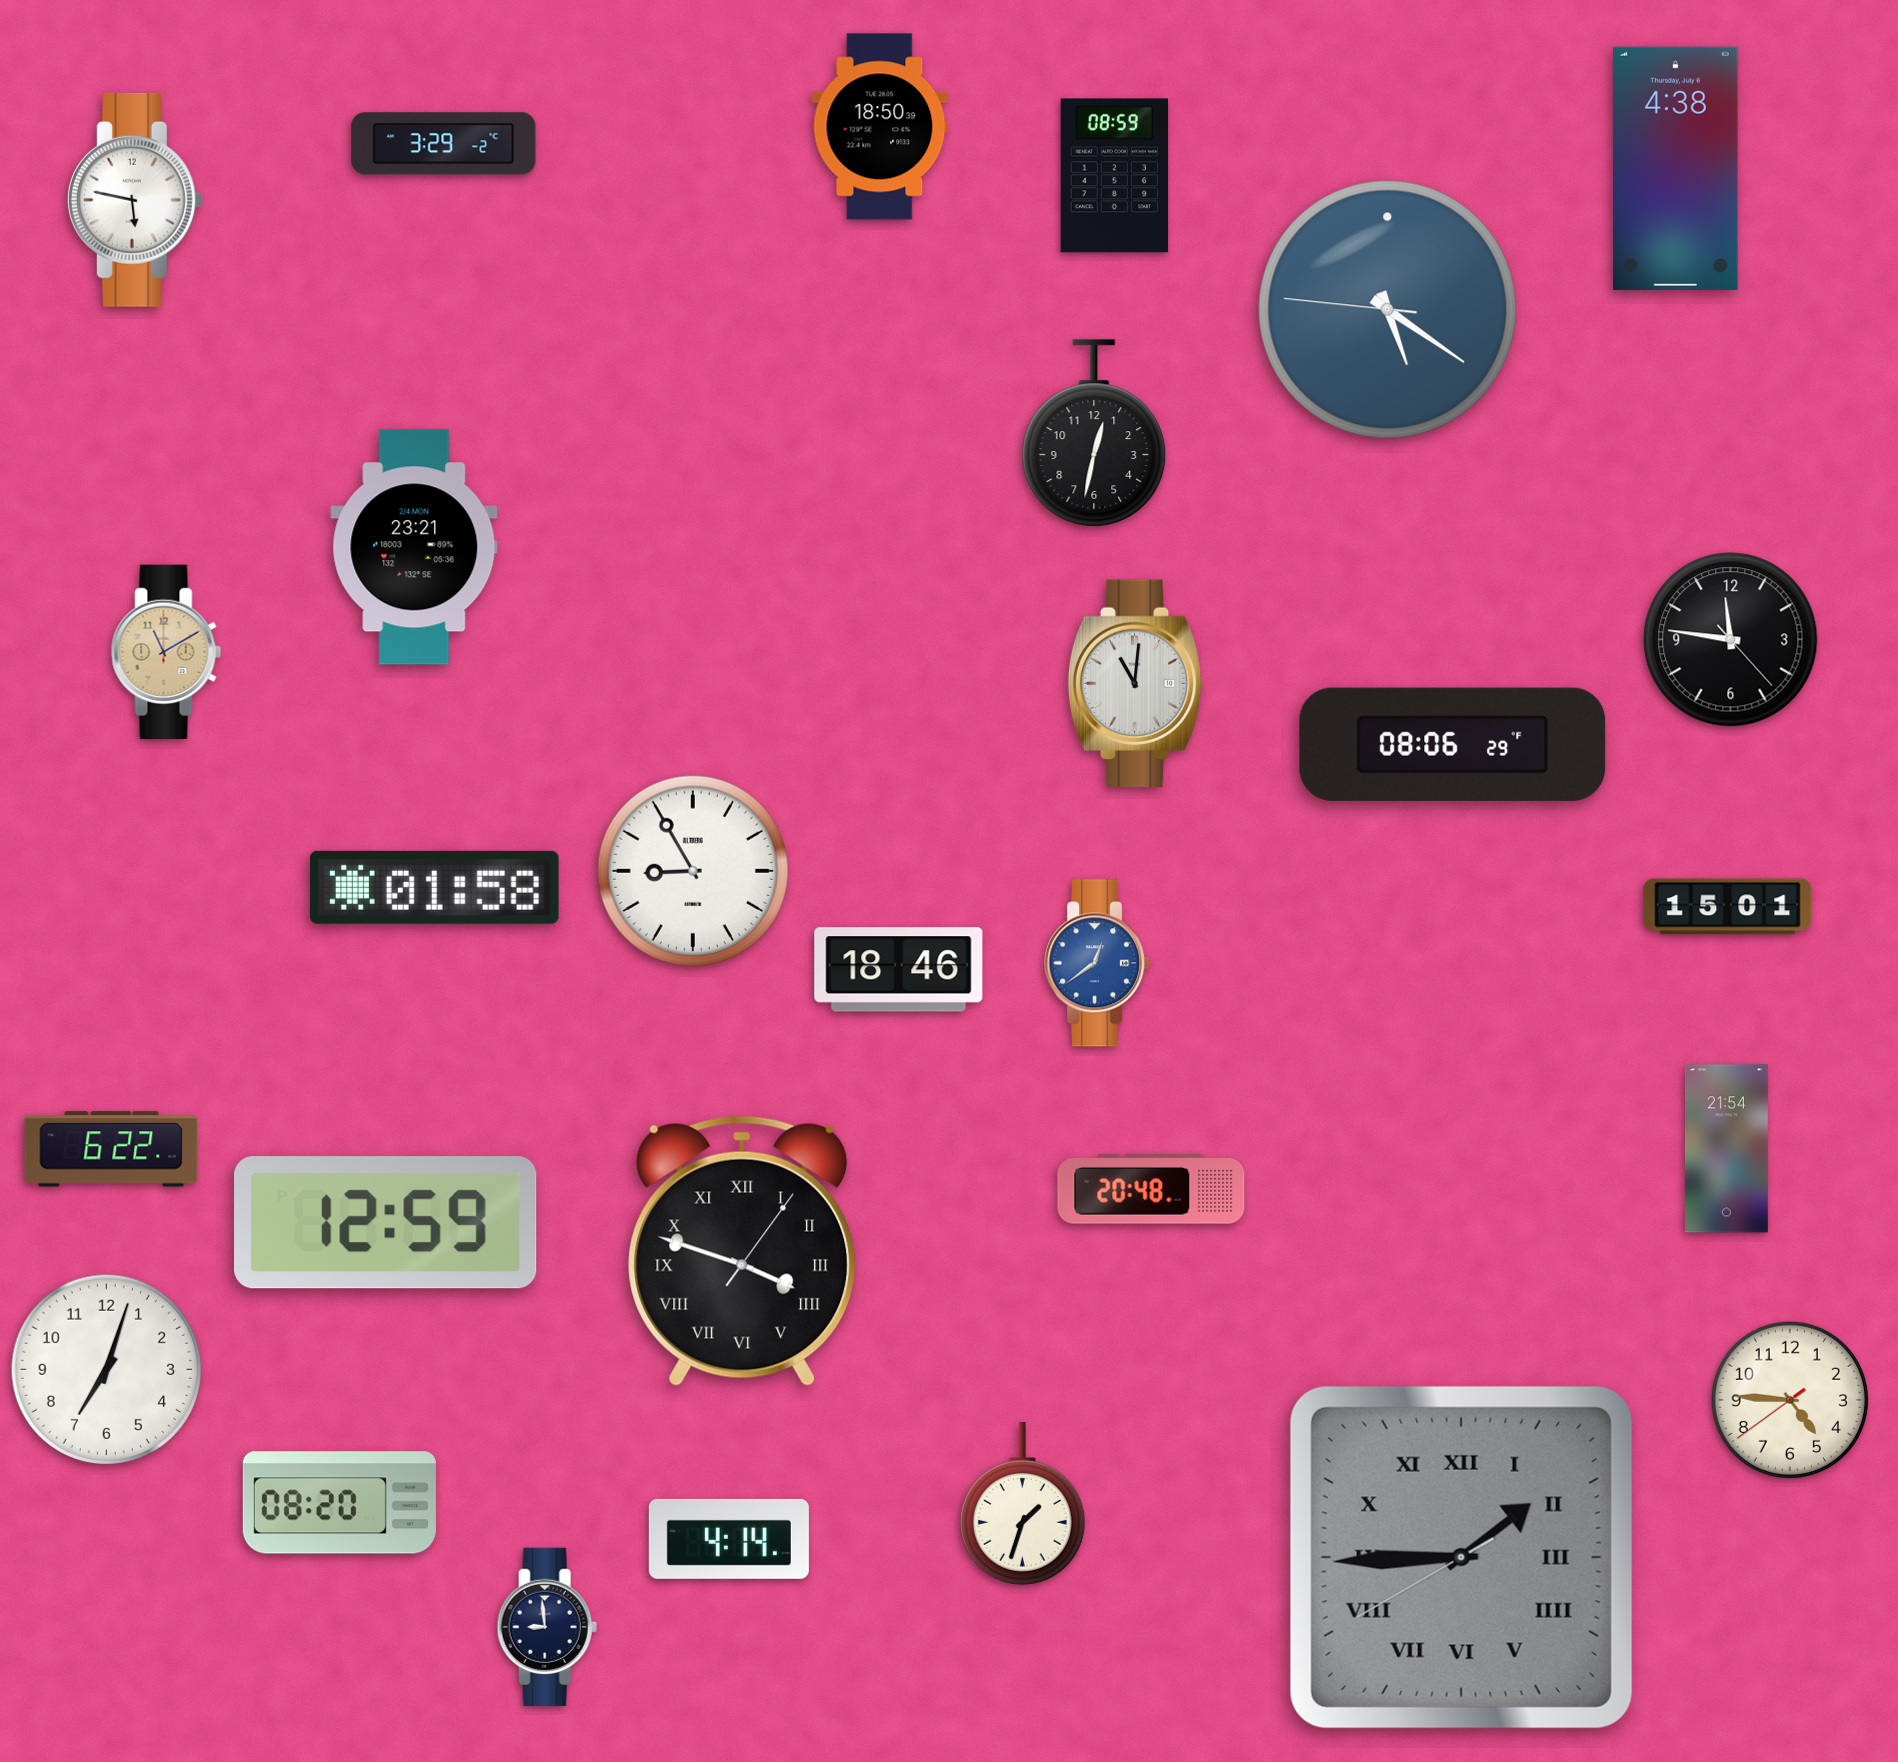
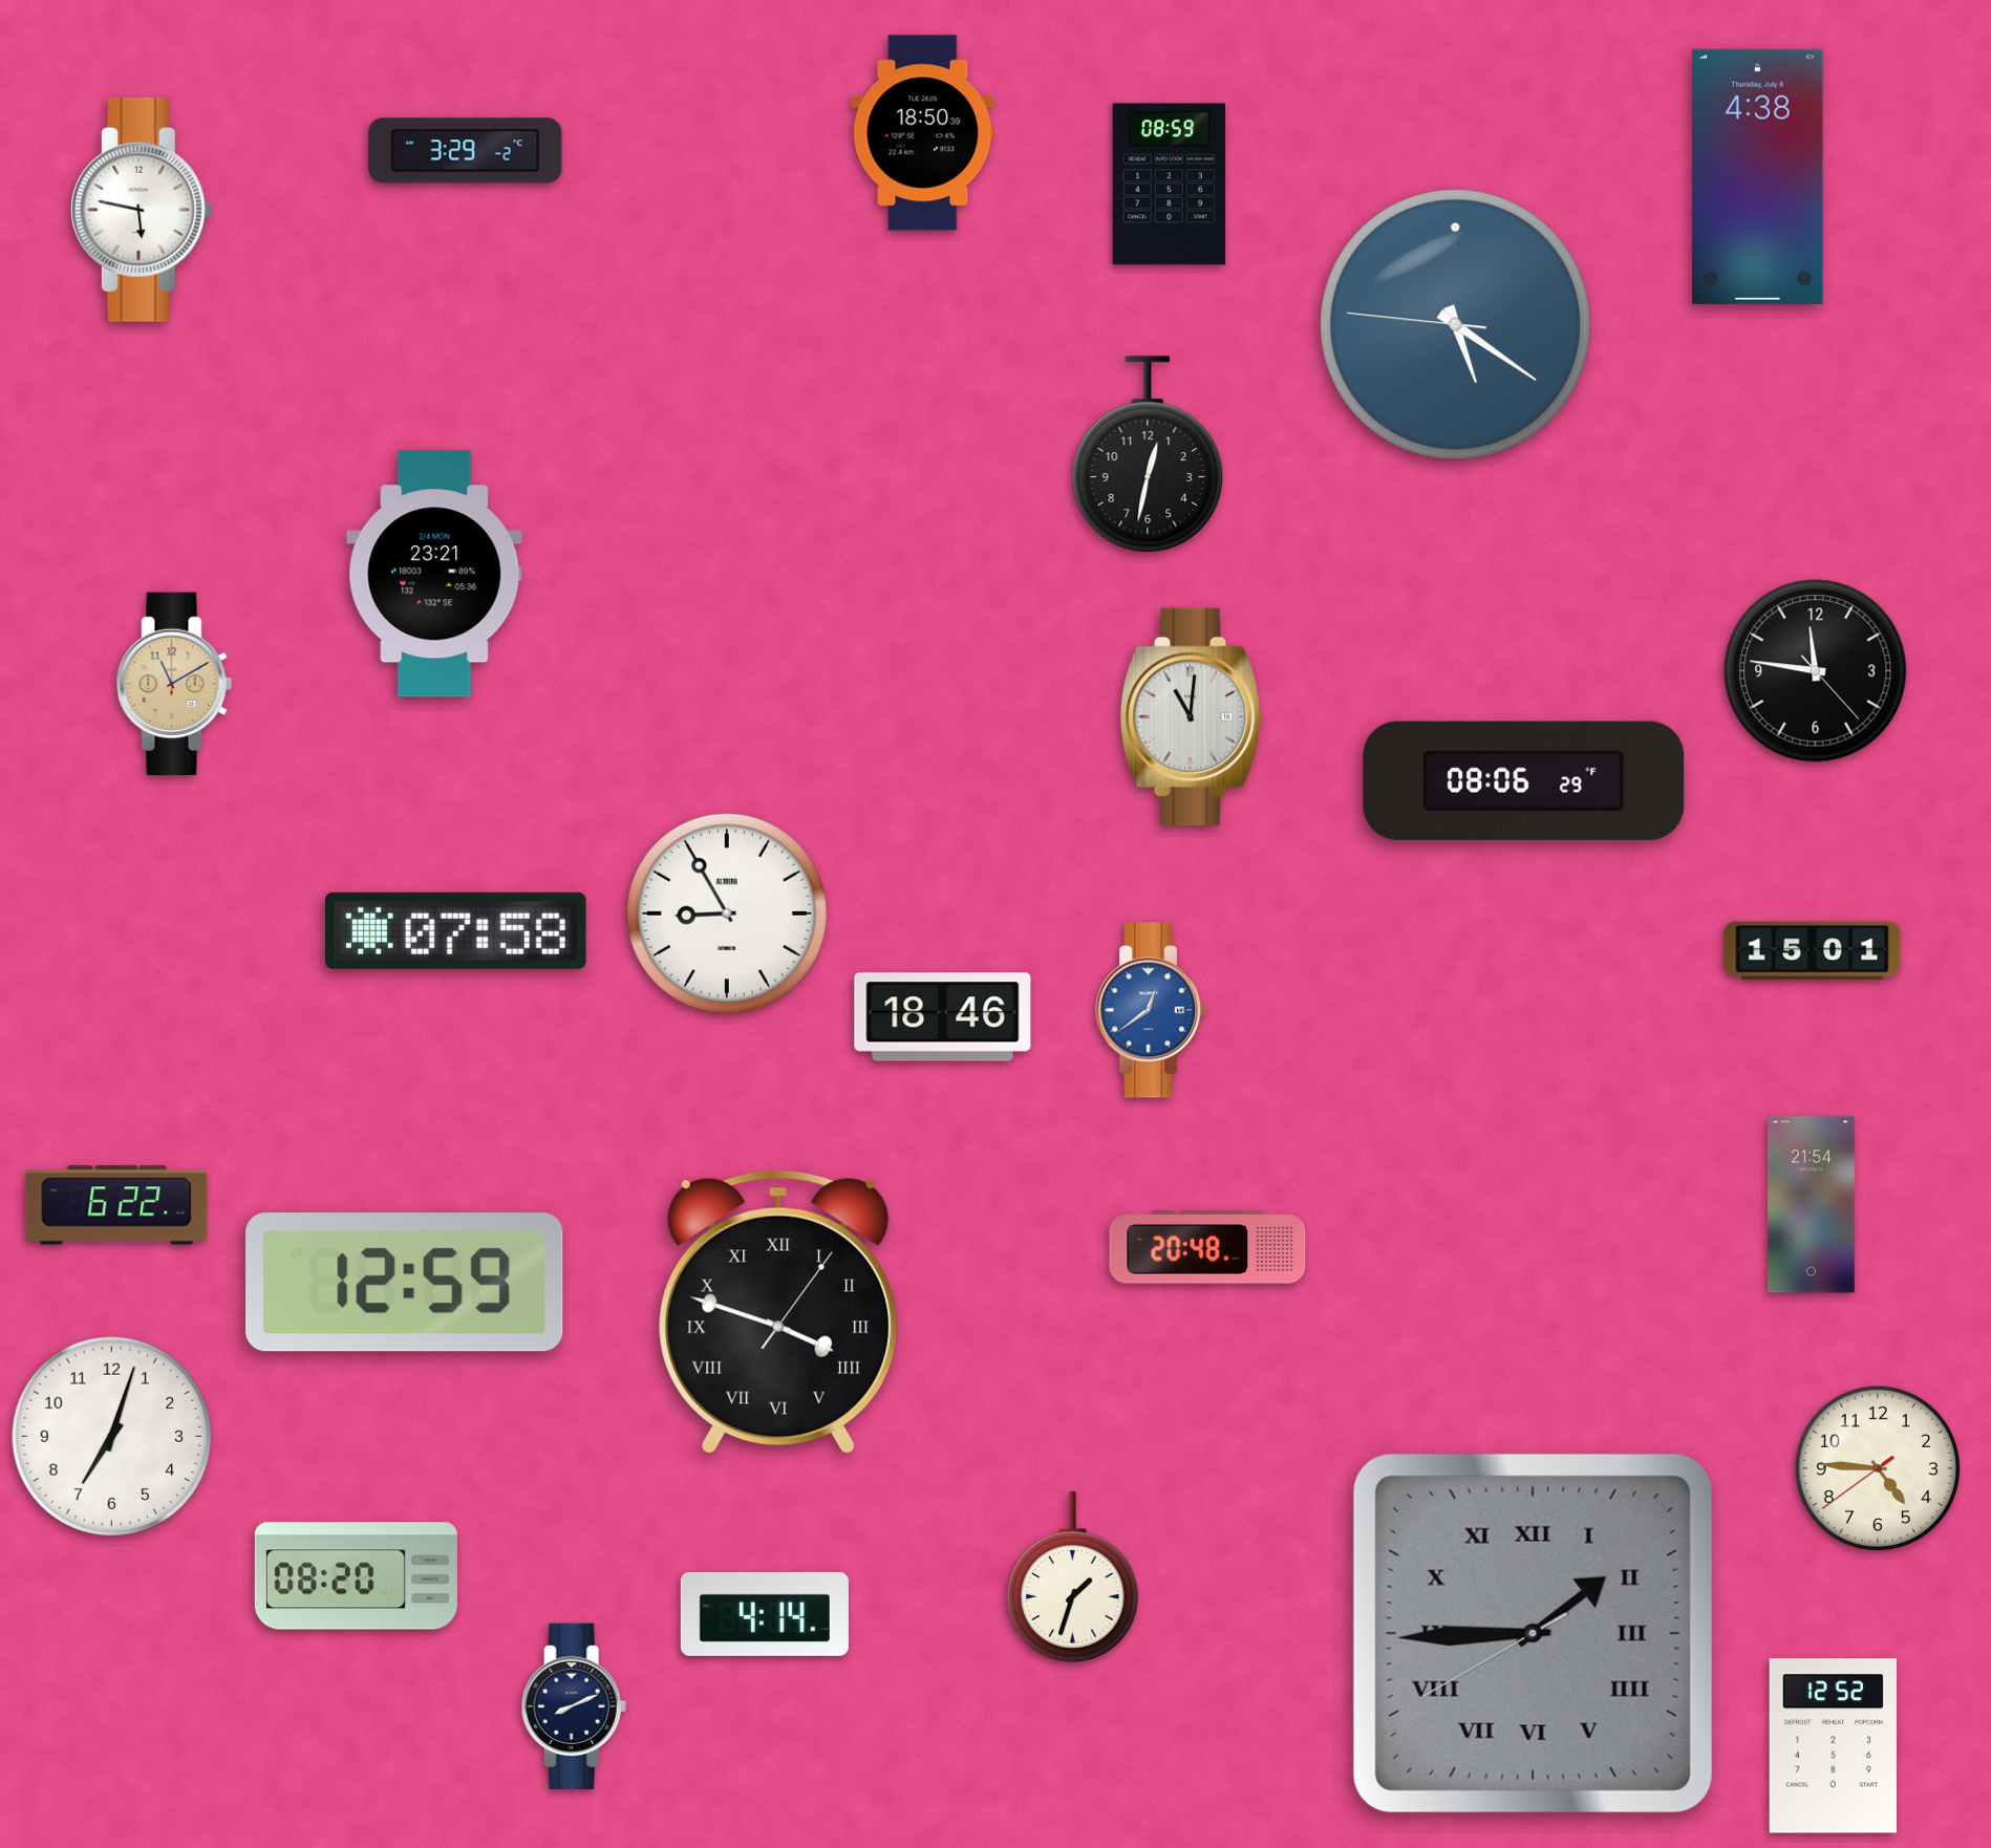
clock at (434, 887): 01:58 -> 07:58
clock at (547, 1627): 8:59 -> 8:11
clock at (1834, 1746): none -> 12:52
